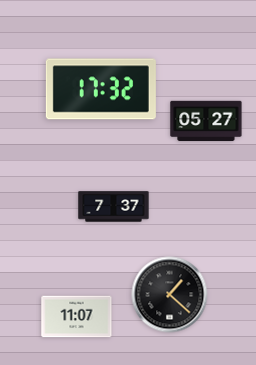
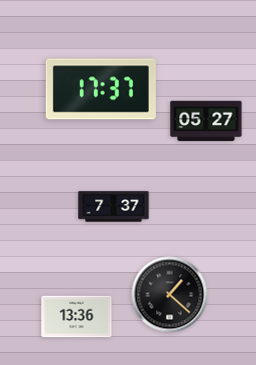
clock at (101, 89): 17:32 -> 17:37
clock at (77, 317): 11:07 -> 13:36
